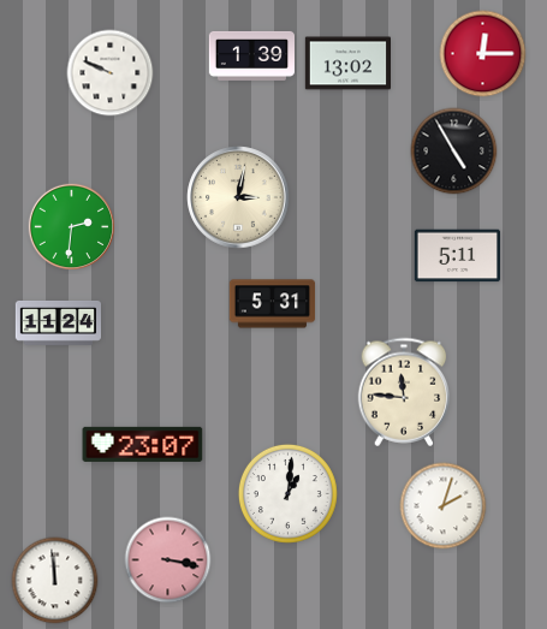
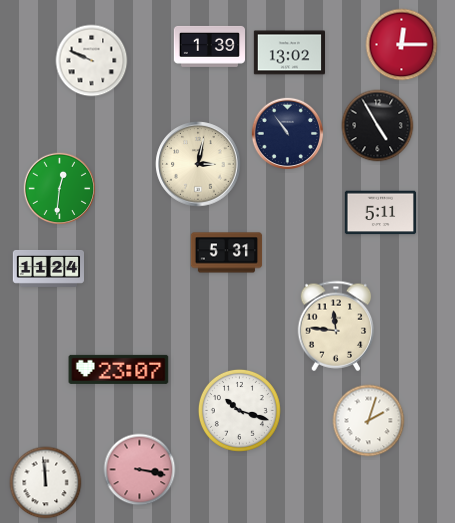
clock at (288, 134): none -> 10:54
clock at (72, 227): 2:31 -> 12:31
clock at (287, 493): 1:01 -> 10:18
clock at (168, 560) position: (168, 560) -> (140, 470)
